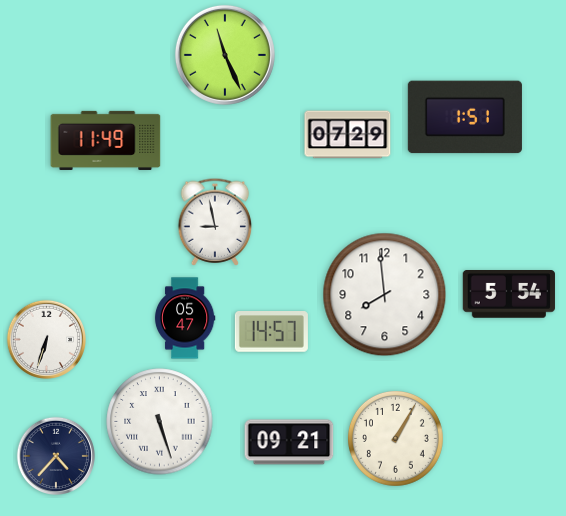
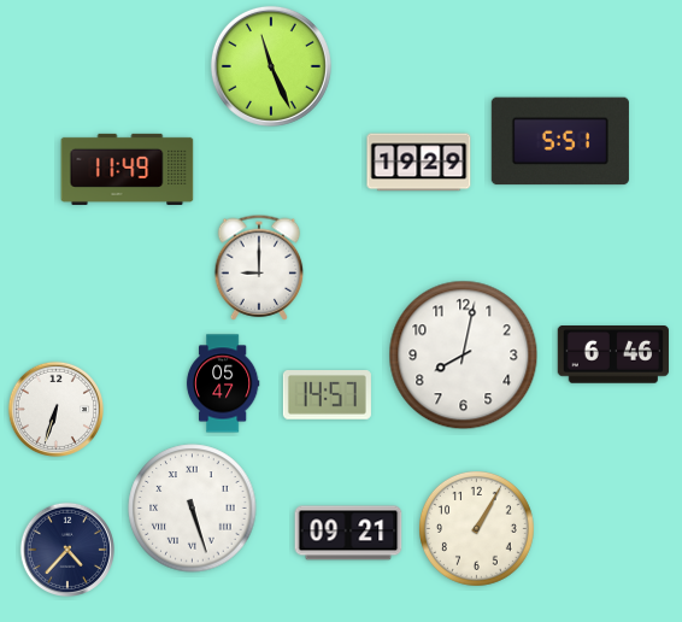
clock at (465, 117): 1:51 -> 5:51
clock at (348, 135): 07:29 -> 19:29
clock at (215, 222): 8:58 -> 9:00
clock at (385, 295): 7:59 -> 8:02
clock at (509, 295): 5:54 -> 6:46
clock at (271, 332) position: (271, 332) -> (327, 395)
